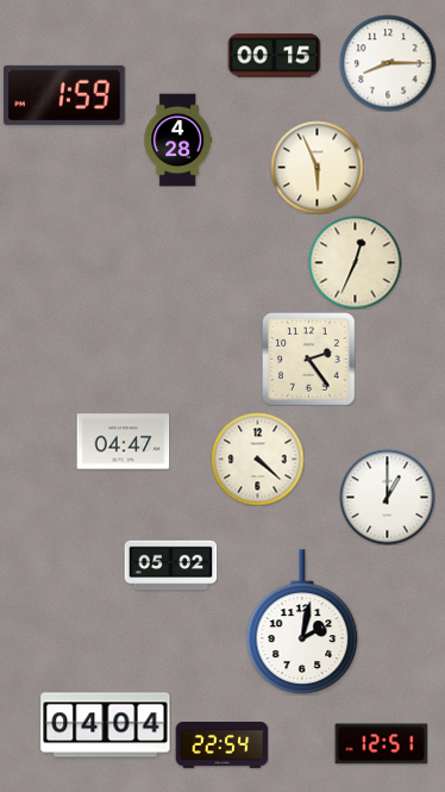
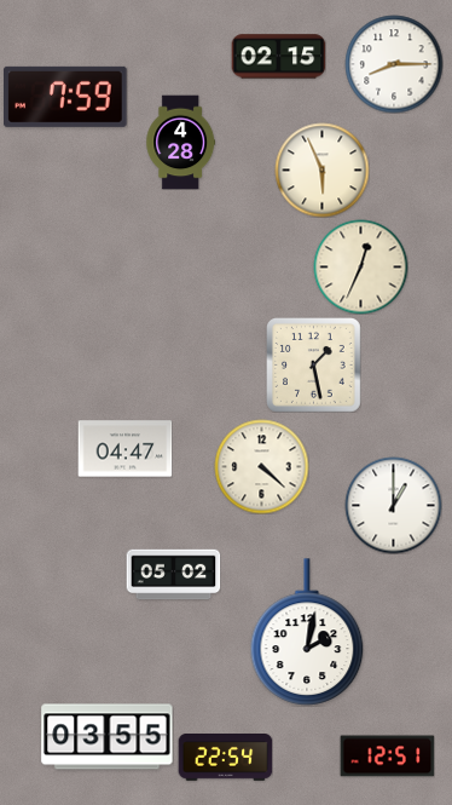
clock at (274, 56): 00:15 -> 02:15
clock at (64, 95): 1:59 -> 7:59
clock at (309, 360): 2:24 -> 1:28
clock at (106, 725): 04:04 -> 03:55
